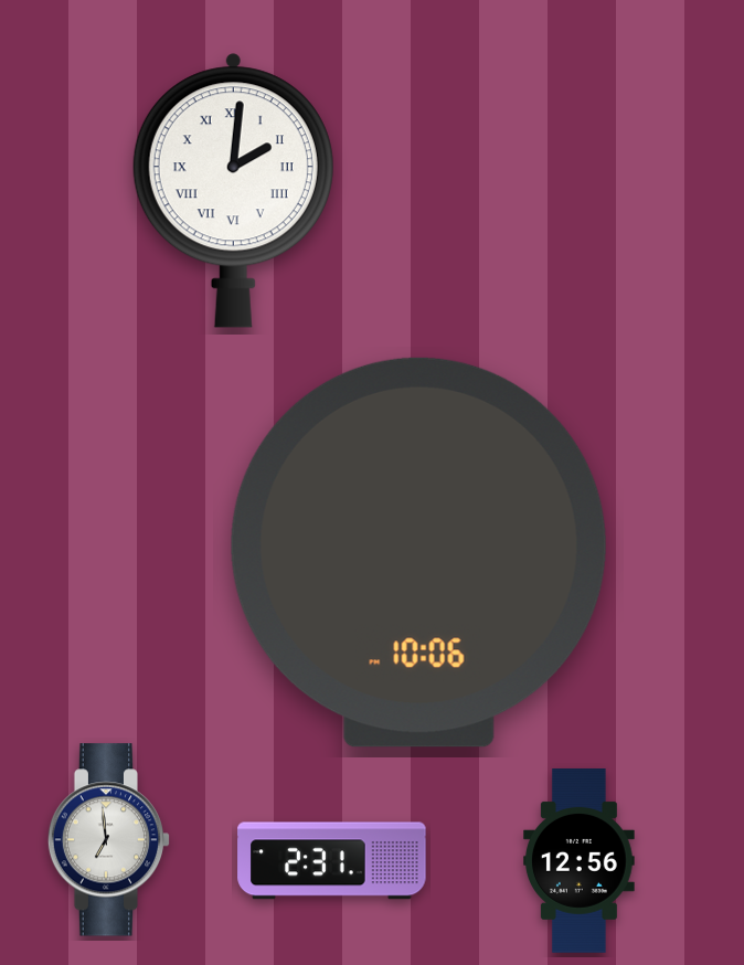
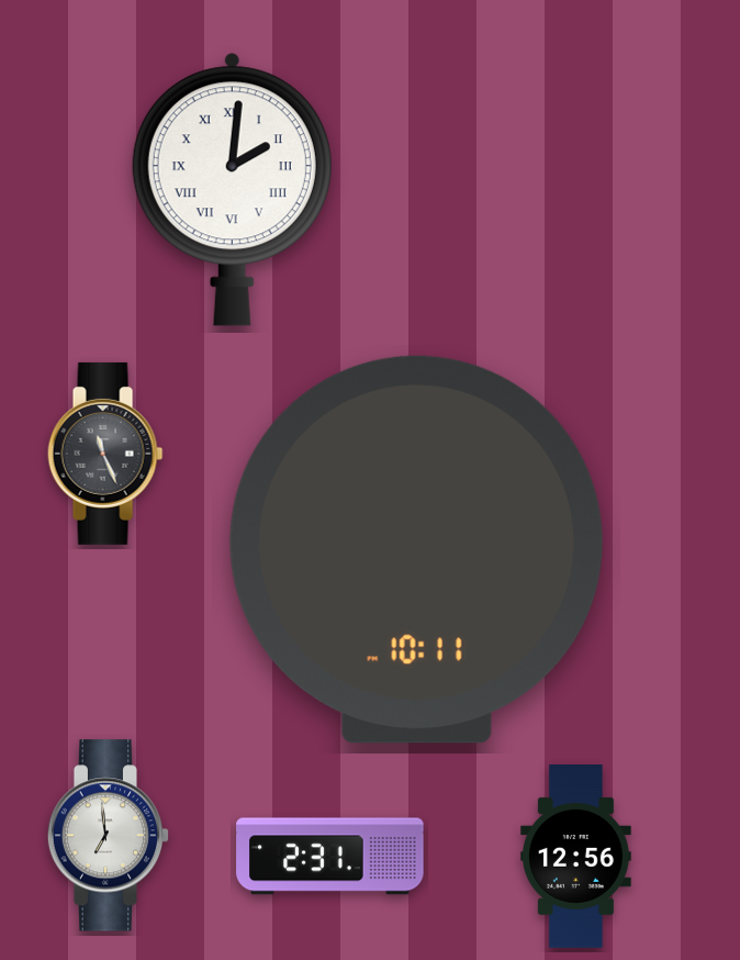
clock at (105, 454): none -> 11:26
clock at (418, 552): 10:06 -> 10:11
